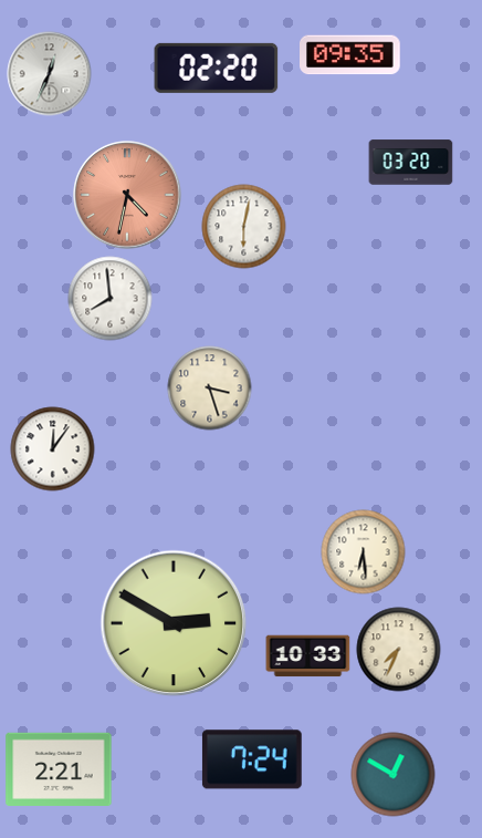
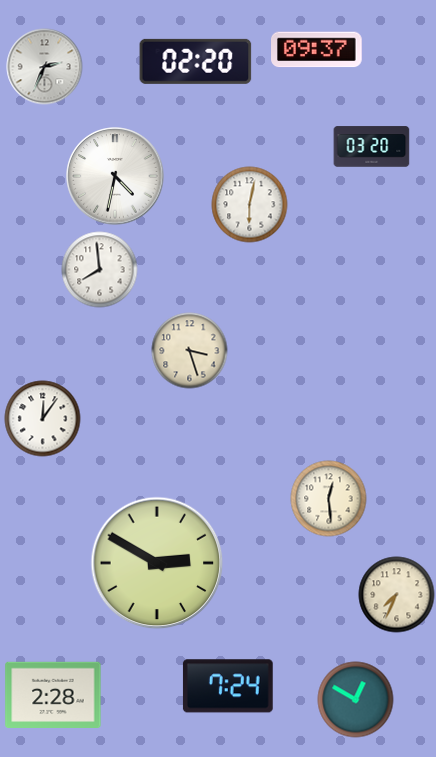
clock at (350, 55): 09:35 -> 09:37
clock at (50, 74): 12:34 -> 2:34
clock at (127, 195) dial: salmon -> white
clock at (244, 227) position: (244, 227) -> (250, 205)
clock at (53, 449) position: (53, 449) -> (43, 419)
clock at (364, 552): 6:29 -> 12:29
clock at (399, 650) position: (399, 650) -> (397, 595)
clock at (308, 656): 10:33 -> none
clock at (59, 768): 2:21 -> 2:28
